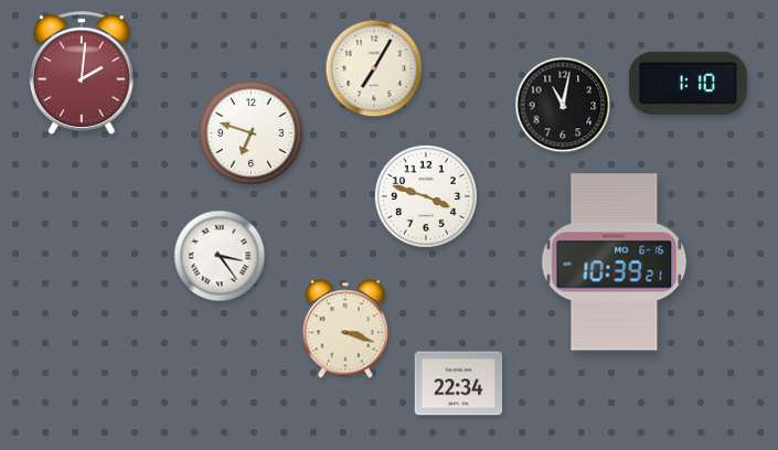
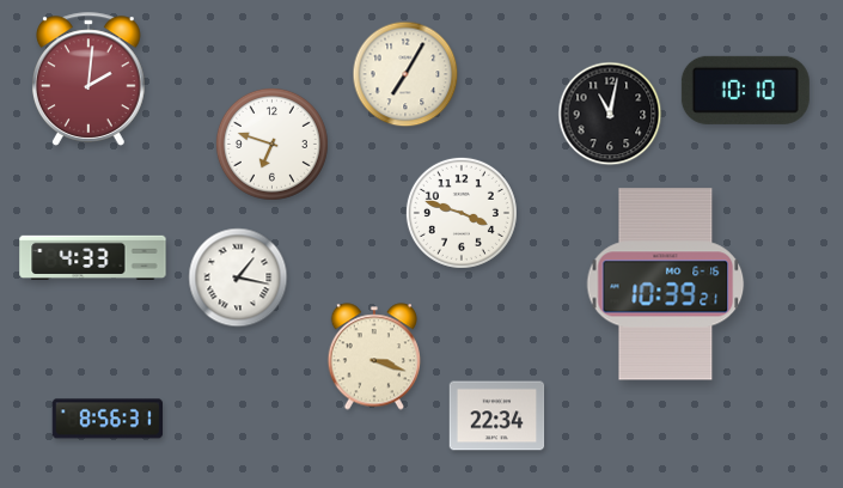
clock at (688, 83): 1:10 -> 10:10
clock at (93, 257): none -> 4:33
clock at (220, 256): 3:24 -> 1:17
clock at (108, 419): none -> 8:56
